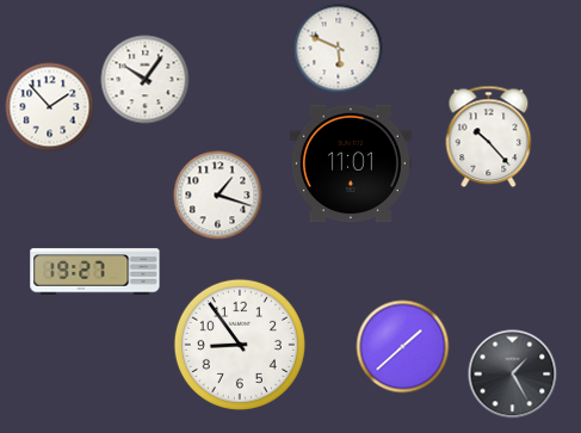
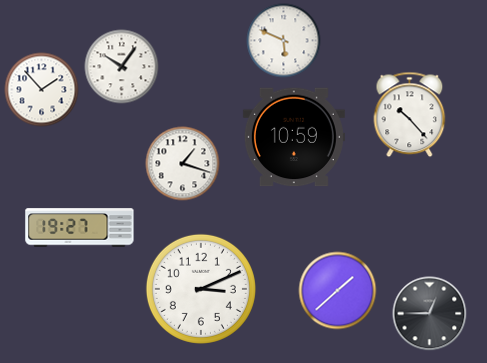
clock at (351, 163): 11:01 -> 10:59
clock at (240, 345): 8:54 -> 3:11
clock at (513, 375): 1:25 -> 12:45
